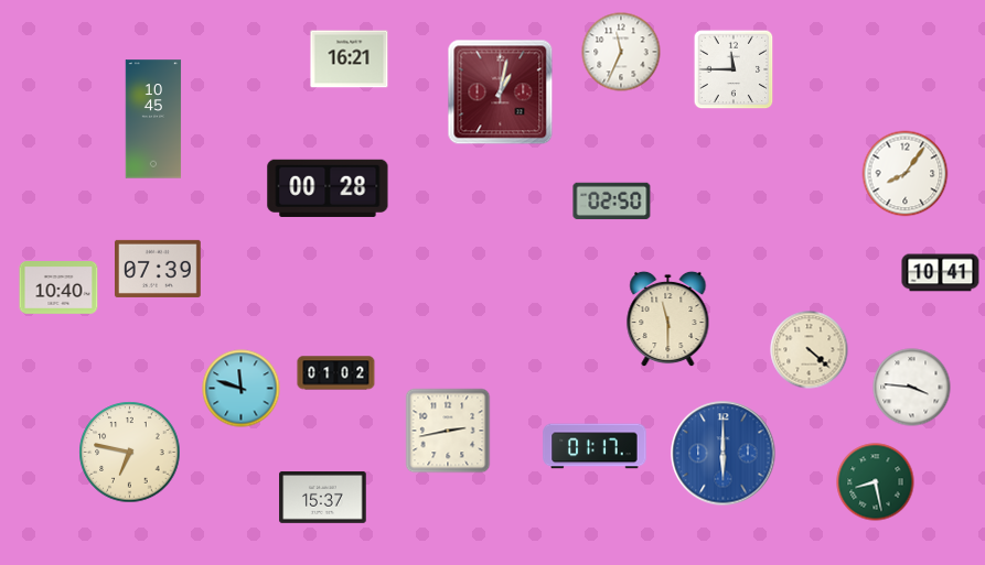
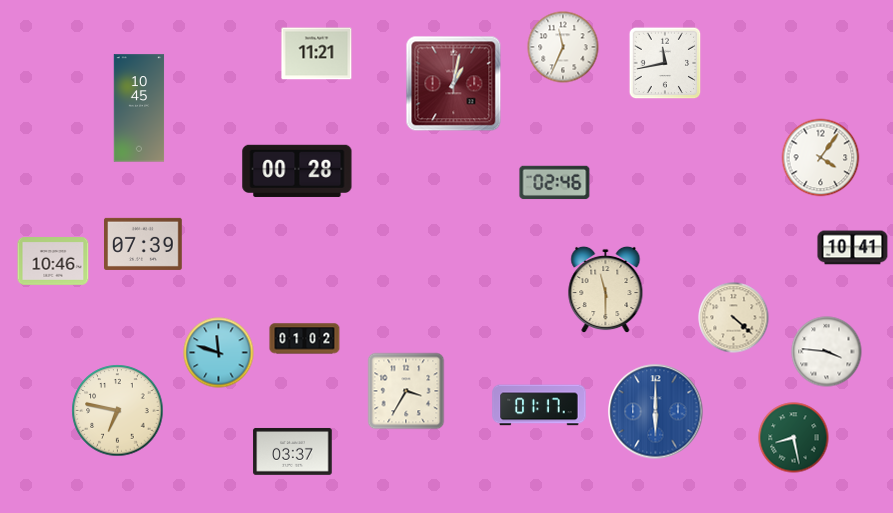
clock at (350, 59): 16:21 -> 11:21
clock at (734, 69): 11:45 -> 11:43
clock at (906, 174): 8:06 -> 4:06
clock at (612, 202): 02:50 -> 02:46
clock at (58, 289): 10:40 -> 10:46
clock at (448, 431): 2:43 -> 3:35
clock at (323, 497): 15:37 -> 03:37
